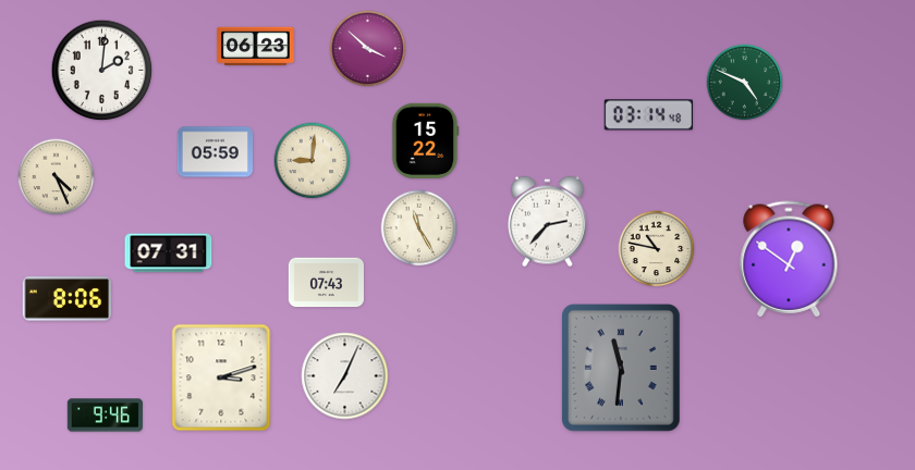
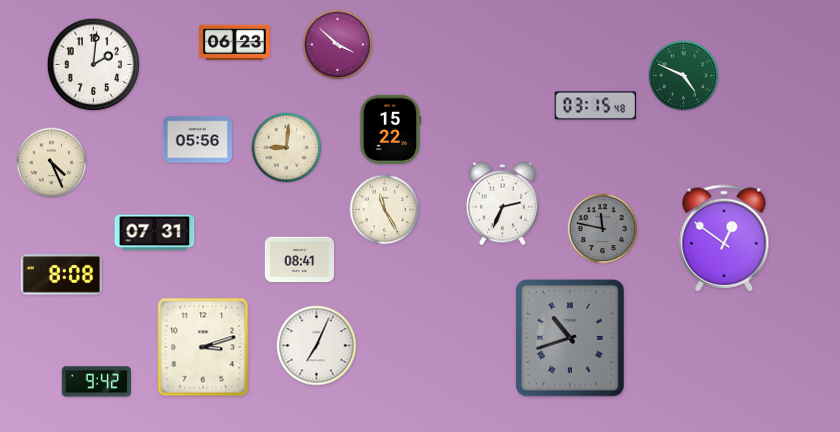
clock at (648, 115): 03:14 -> 03:15
clock at (215, 152): 05:59 -> 05:56
clock at (548, 222): 2:37 -> 2:34
clock at (657, 249): 10:47 -> 11:47
clock at (657, 249) dial: cream -> grey
clock at (326, 283): 07:43 -> 08:41
clock at (66, 299): 8:06 -> 8:08
clock at (622, 369): 11:31 -> 10:42
clock at (105, 416): 9:46 -> 9:42
